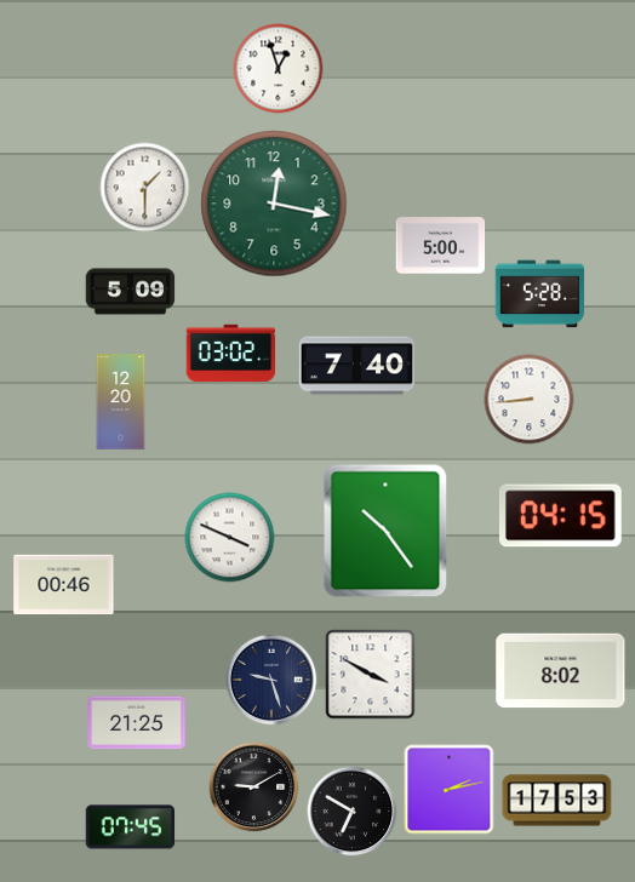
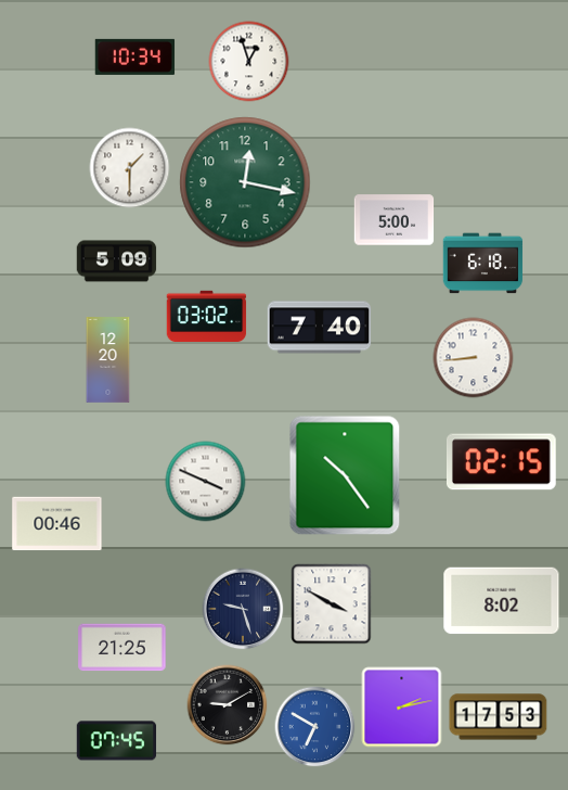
clock at (135, 56): none -> 10:34
clock at (540, 294): 5:28 -> 6:18
clock at (560, 516): 04:15 -> 02:15
clock at (353, 812) dial: black -> blue
